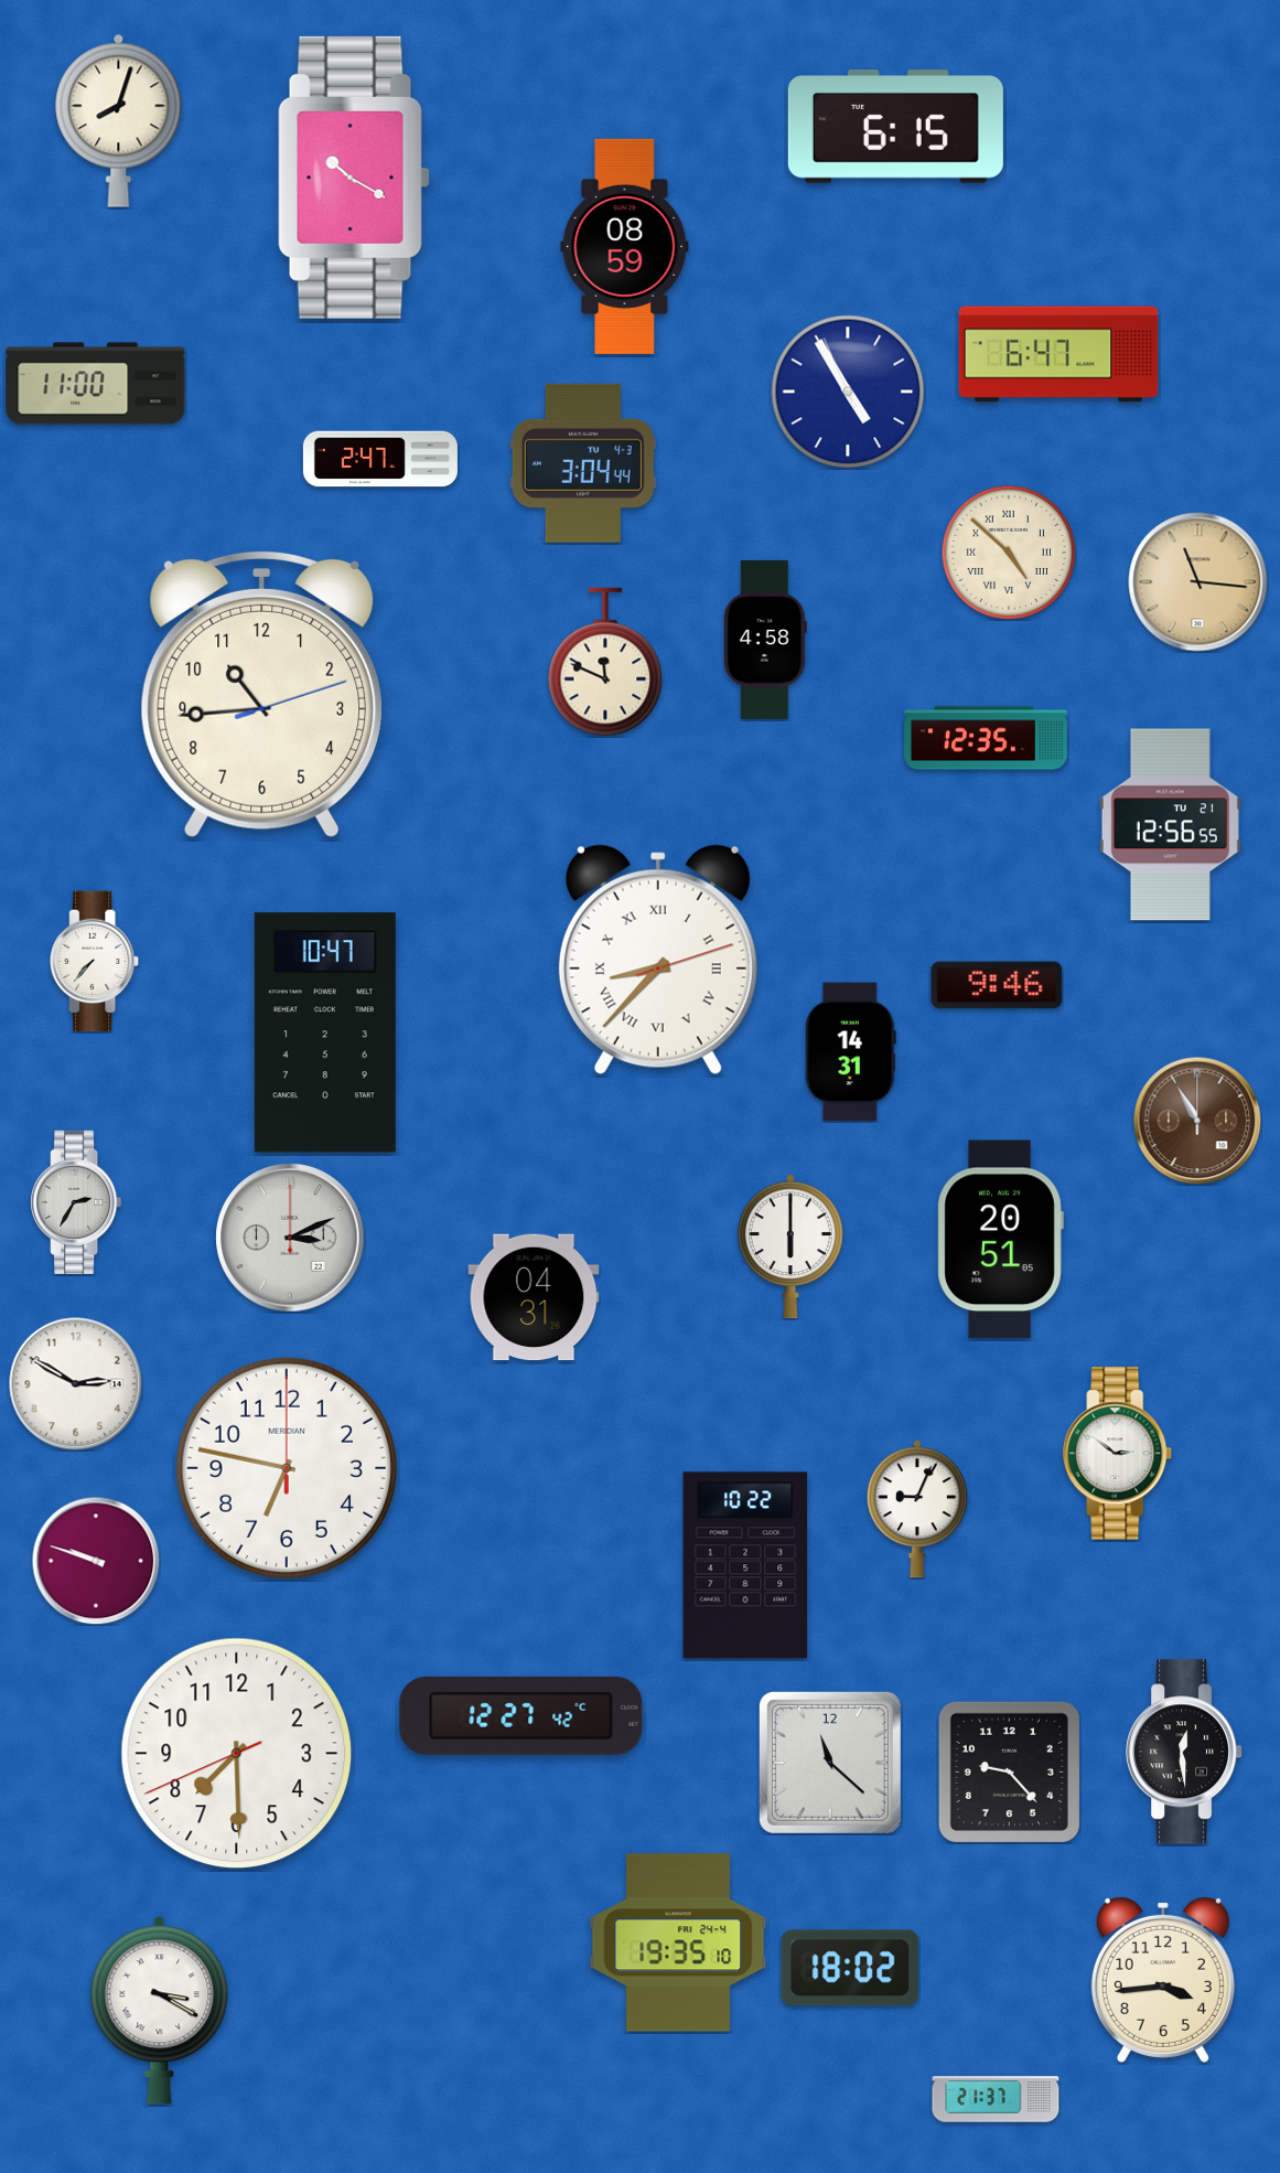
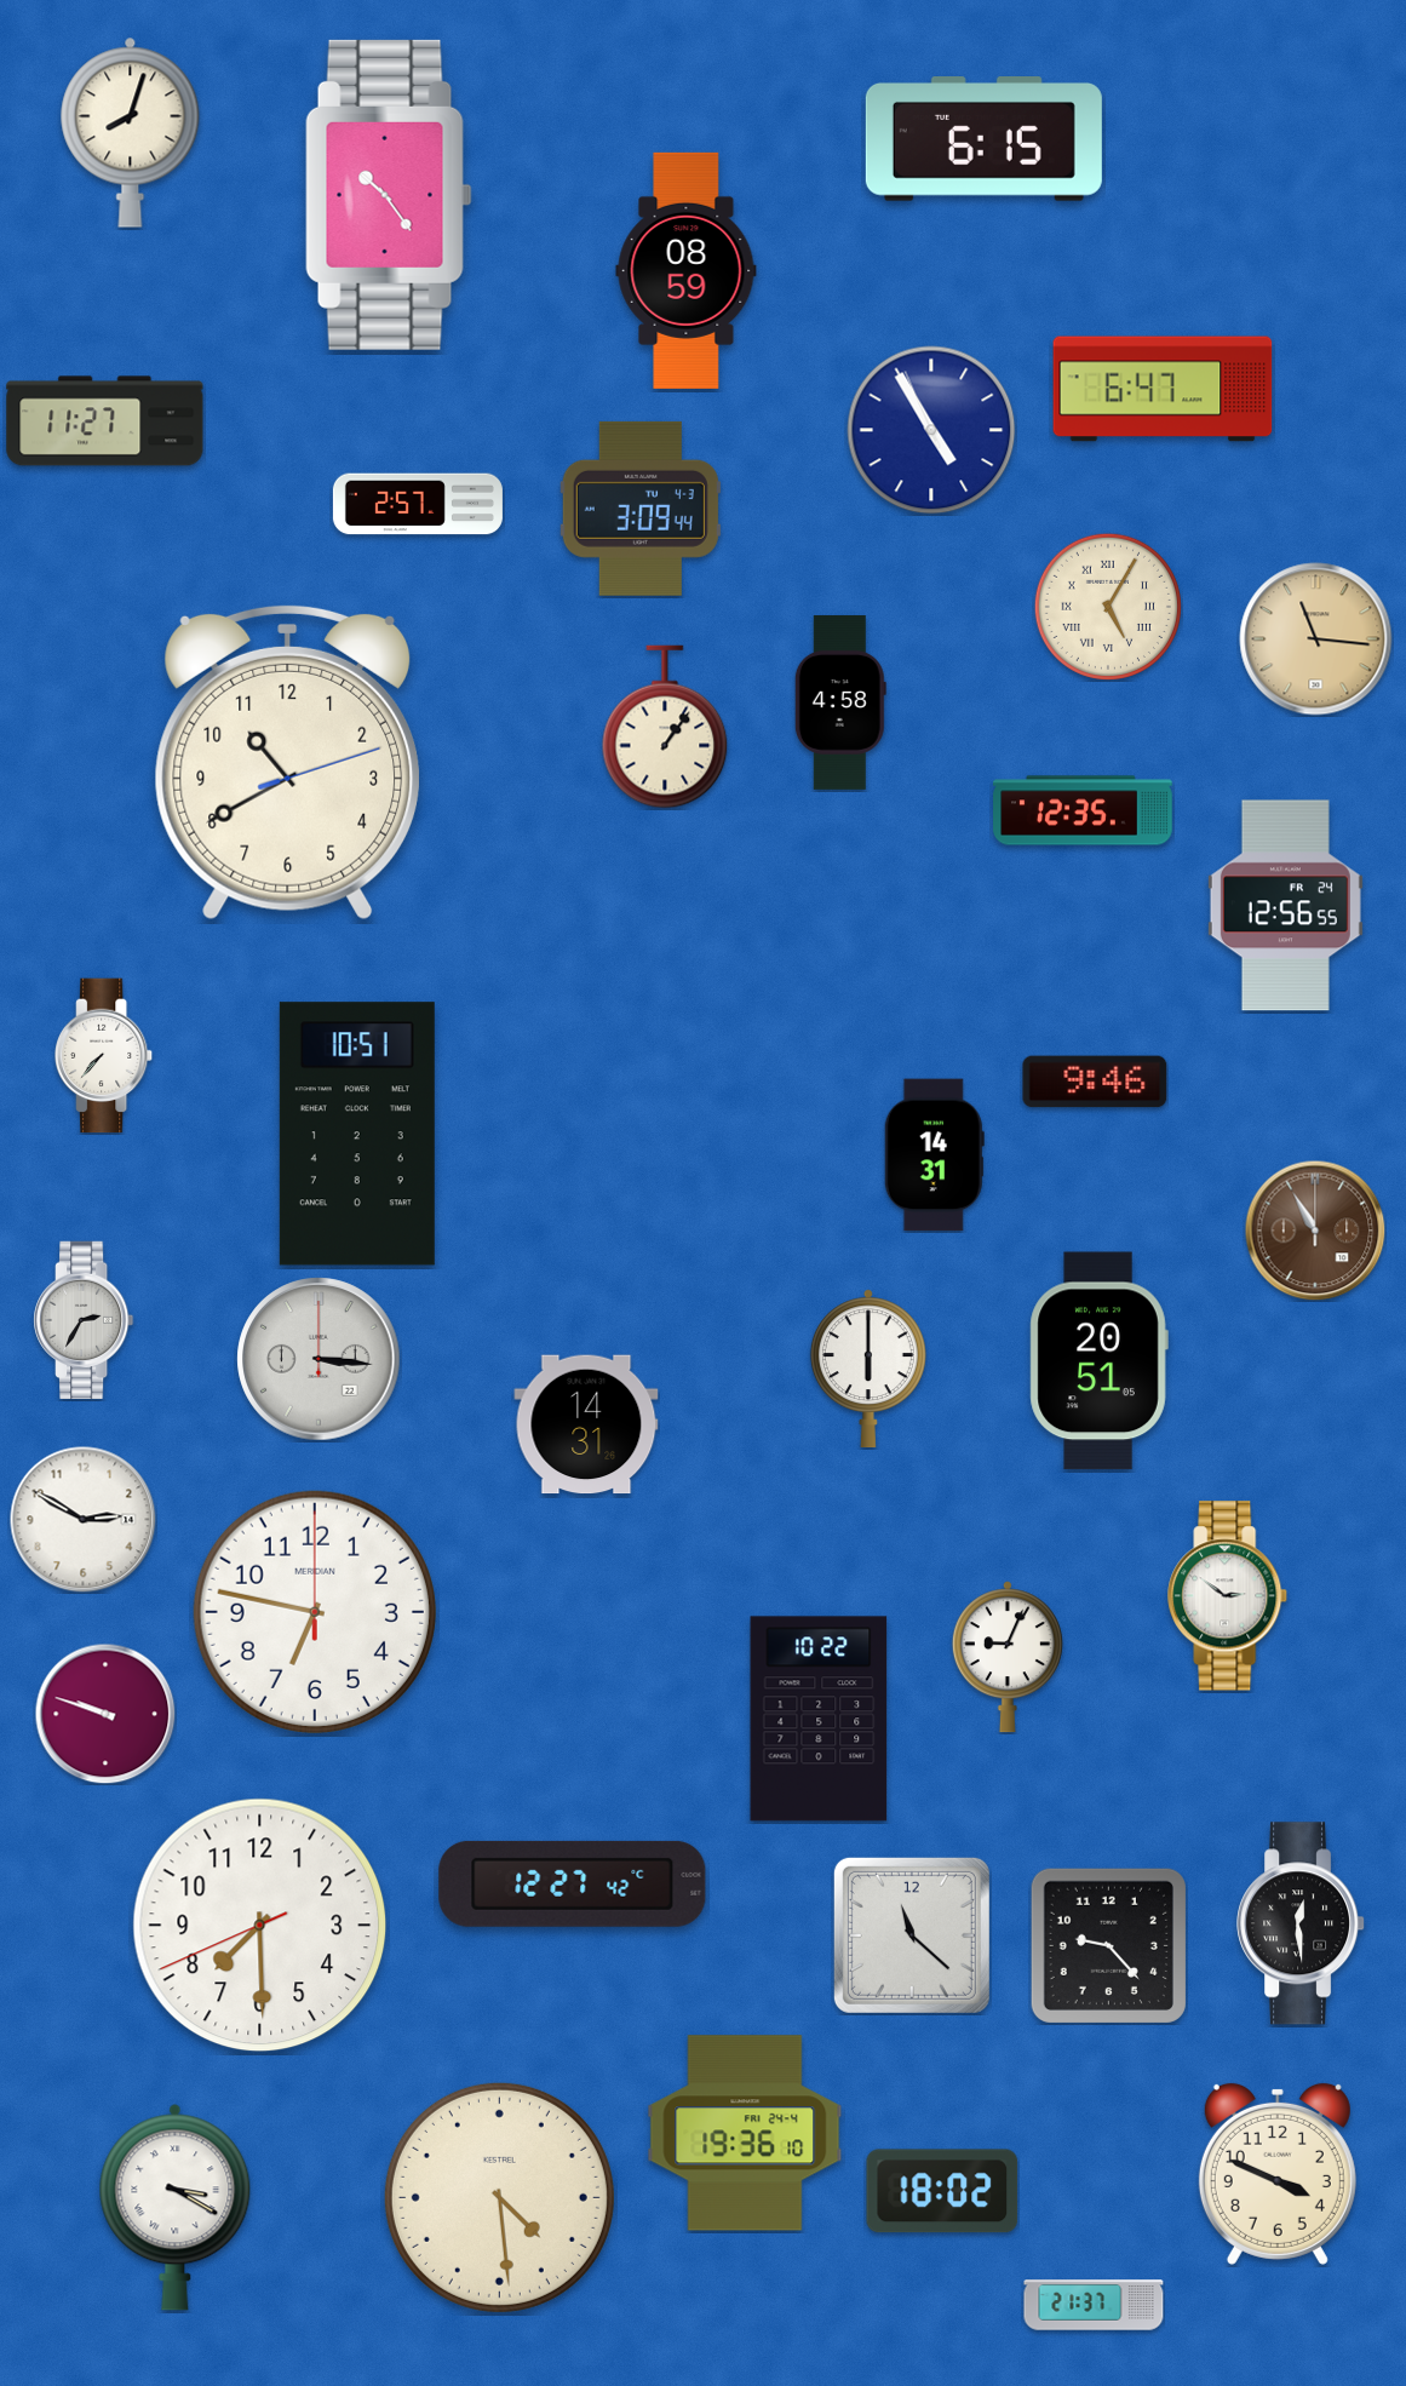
clock at (354, 178): 10:20 -> 10:24
clock at (96, 384): 11:00 -> 11:27
clock at (380, 459): 2:47 -> 2:57
clock at (583, 463): 3:04 -> 3:09
clock at (1009, 553): 4:52 -> 5:05
clock at (605, 662): 11:49 -> 1:06
clock at (262, 694): 10:44 -> 10:40
clock at (1170, 825) date: TU 21 -> FR 24
clock at (658, 960): 8:37 -> none
clock at (325, 1032): 10:47 -> 10:51
clock at (290, 1238): 3:11 -> 3:16
clock at (534, 1297): 04:31 -> 14:31
clock at (678, 1942): 19:35 -> 19:36
clock at (850, 1968) position: (850, 1968) -> (942, 2191)
clock at (1163, 1980): 3:44 -> 3:49
clock at (499, 2197): none -> 4:29
